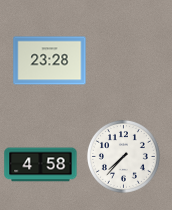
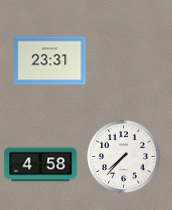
clock at (50, 61): 23:28 -> 23:31
